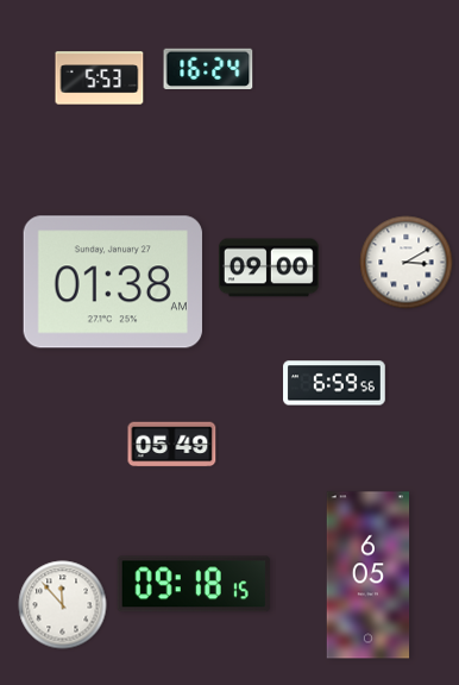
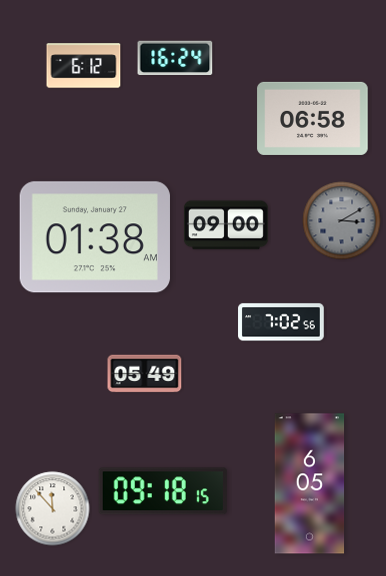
clock at (100, 78): 5:53 -> 6:12
clock at (313, 118): none -> 06:58
clock at (407, 263) dial: white -> grey
clock at (334, 383): 6:59 -> 7:02
